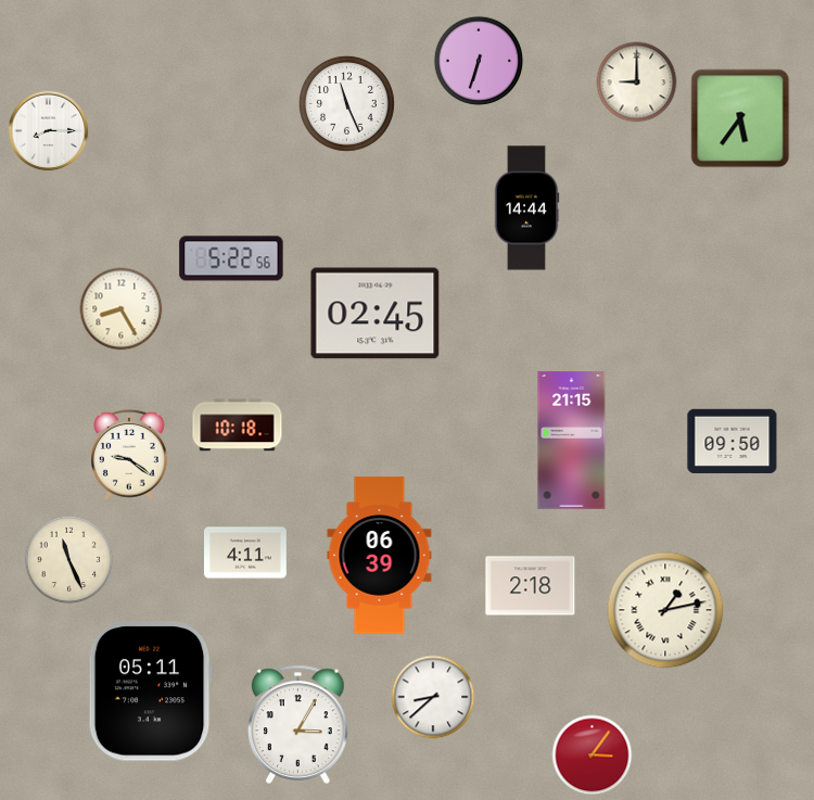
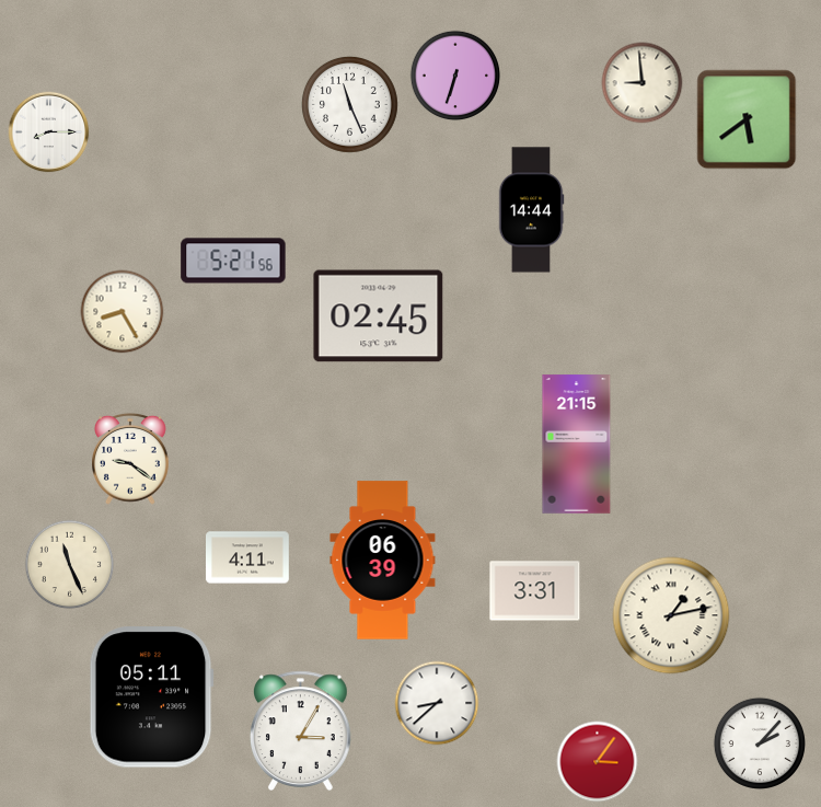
clock at (479, 61) position: (479, 61) -> (455, 76)
clock at (637, 82): 9:00 -> 8:59
clock at (740, 118): 5:36 -> 5:39
clock at (231, 258): 5:22 -> 5:21
clock at (238, 426): 10:18 -> none
clock at (733, 441): 09:50 -> none
clock at (531, 586): 2:18 -> 3:31
clock at (760, 743): none -> 2:07
